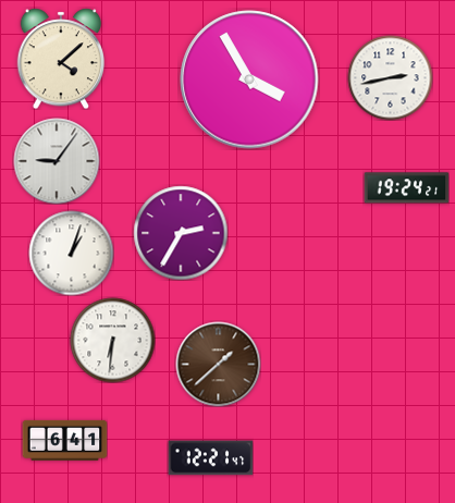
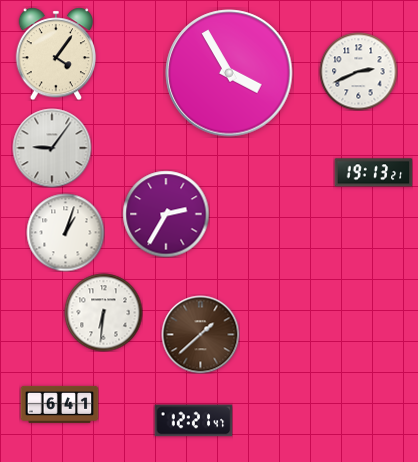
clock at (60, 59): 4:08 -> 4:06
clock at (390, 77): 2:43 -> 2:41
clock at (406, 188): 19:24 -> 19:13
